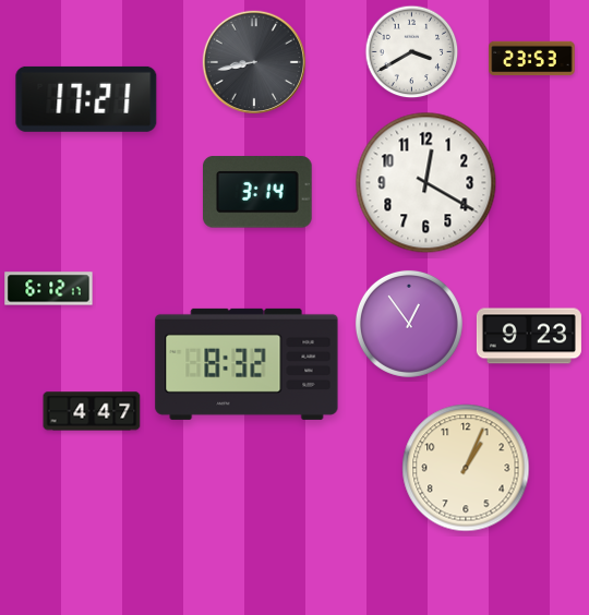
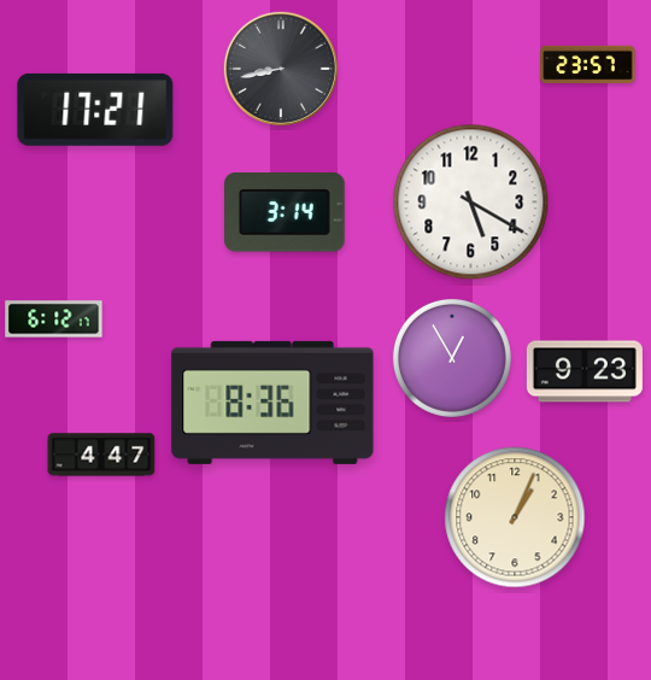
clock at (412, 52): 3:40 -> none
clock at (532, 59): 23:53 -> 23:57
clock at (426, 183): 12:20 -> 5:20
clock at (409, 324): 12:54 -> 12:55
clock at (247, 364): 8:32 -> 8:36
